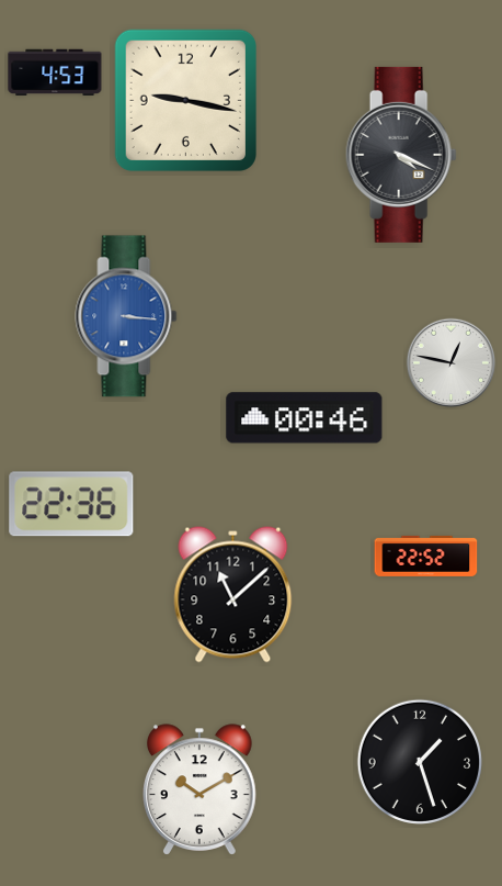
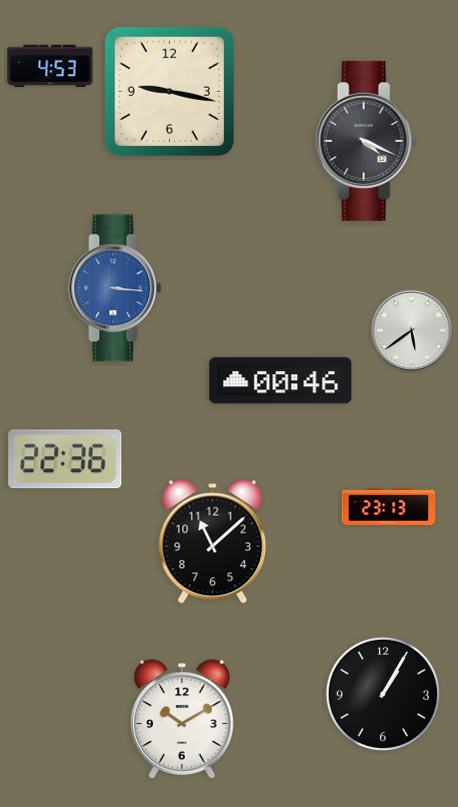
clock at (452, 363): 12:47 -> 5:39
clock at (305, 418) position: (305, 418) -> (281, 381)
clock at (426, 556): 22:52 -> 23:13
clock at (420, 762): 1:27 -> 1:05
